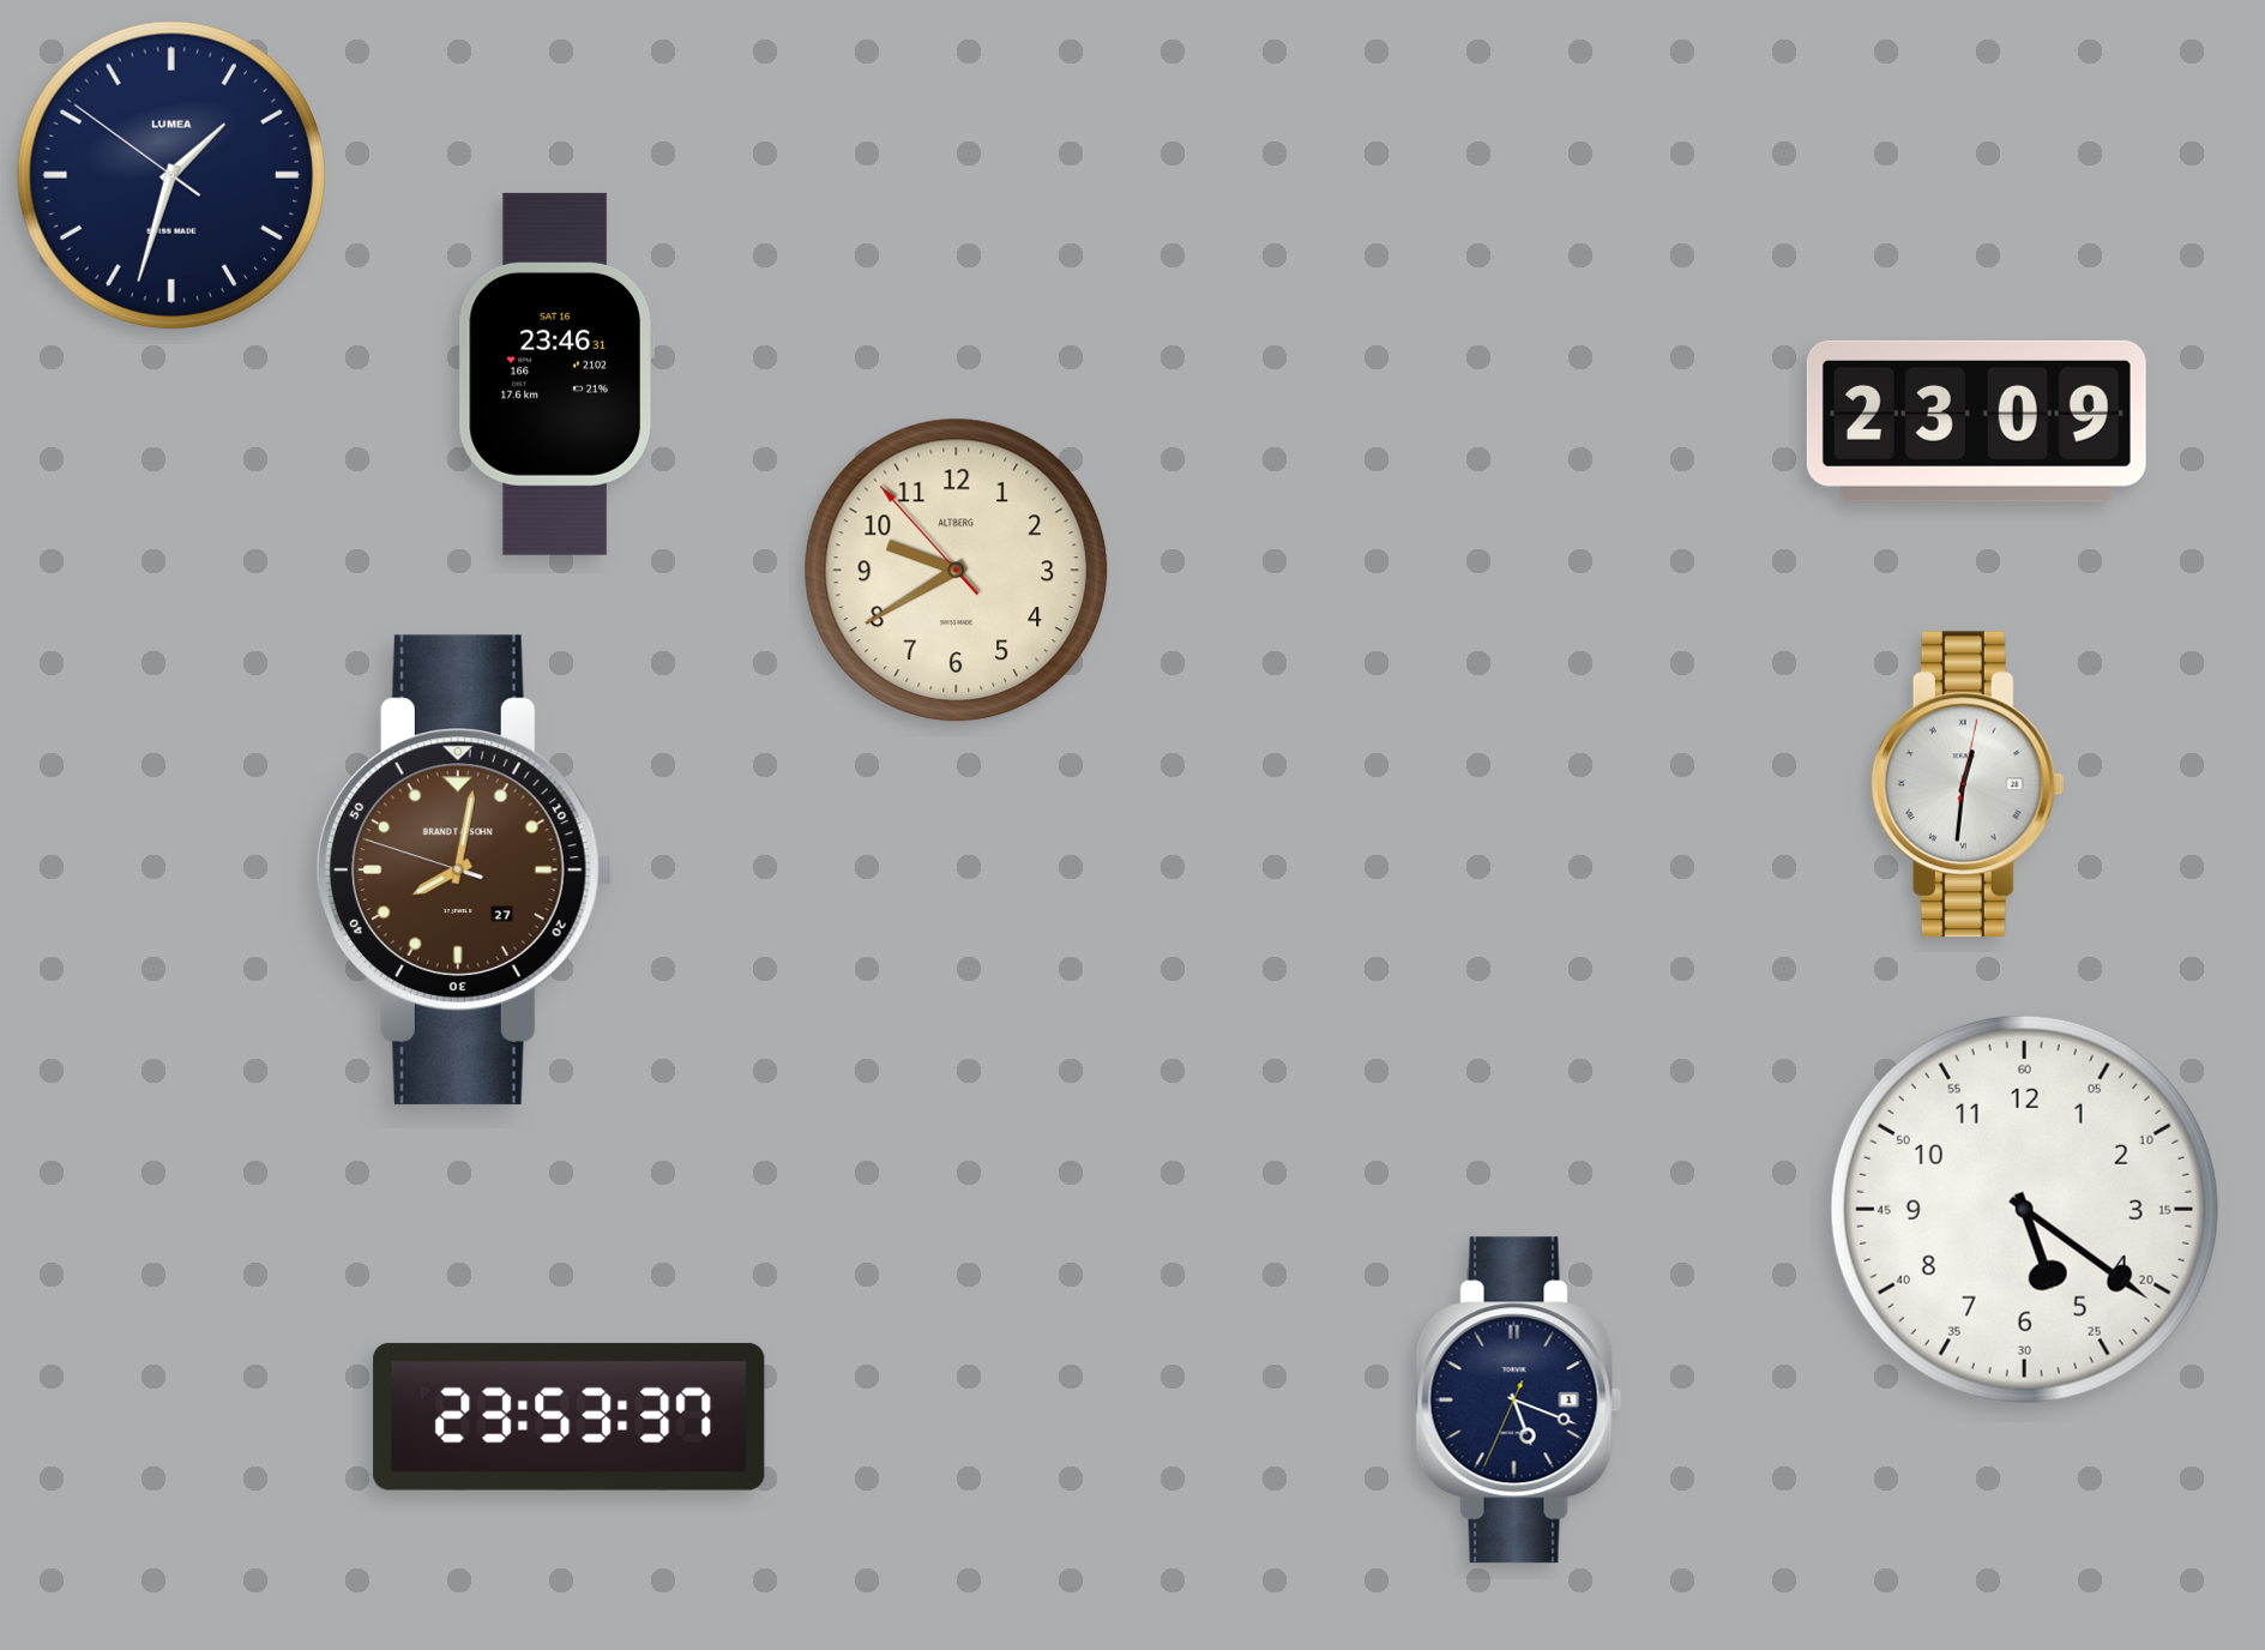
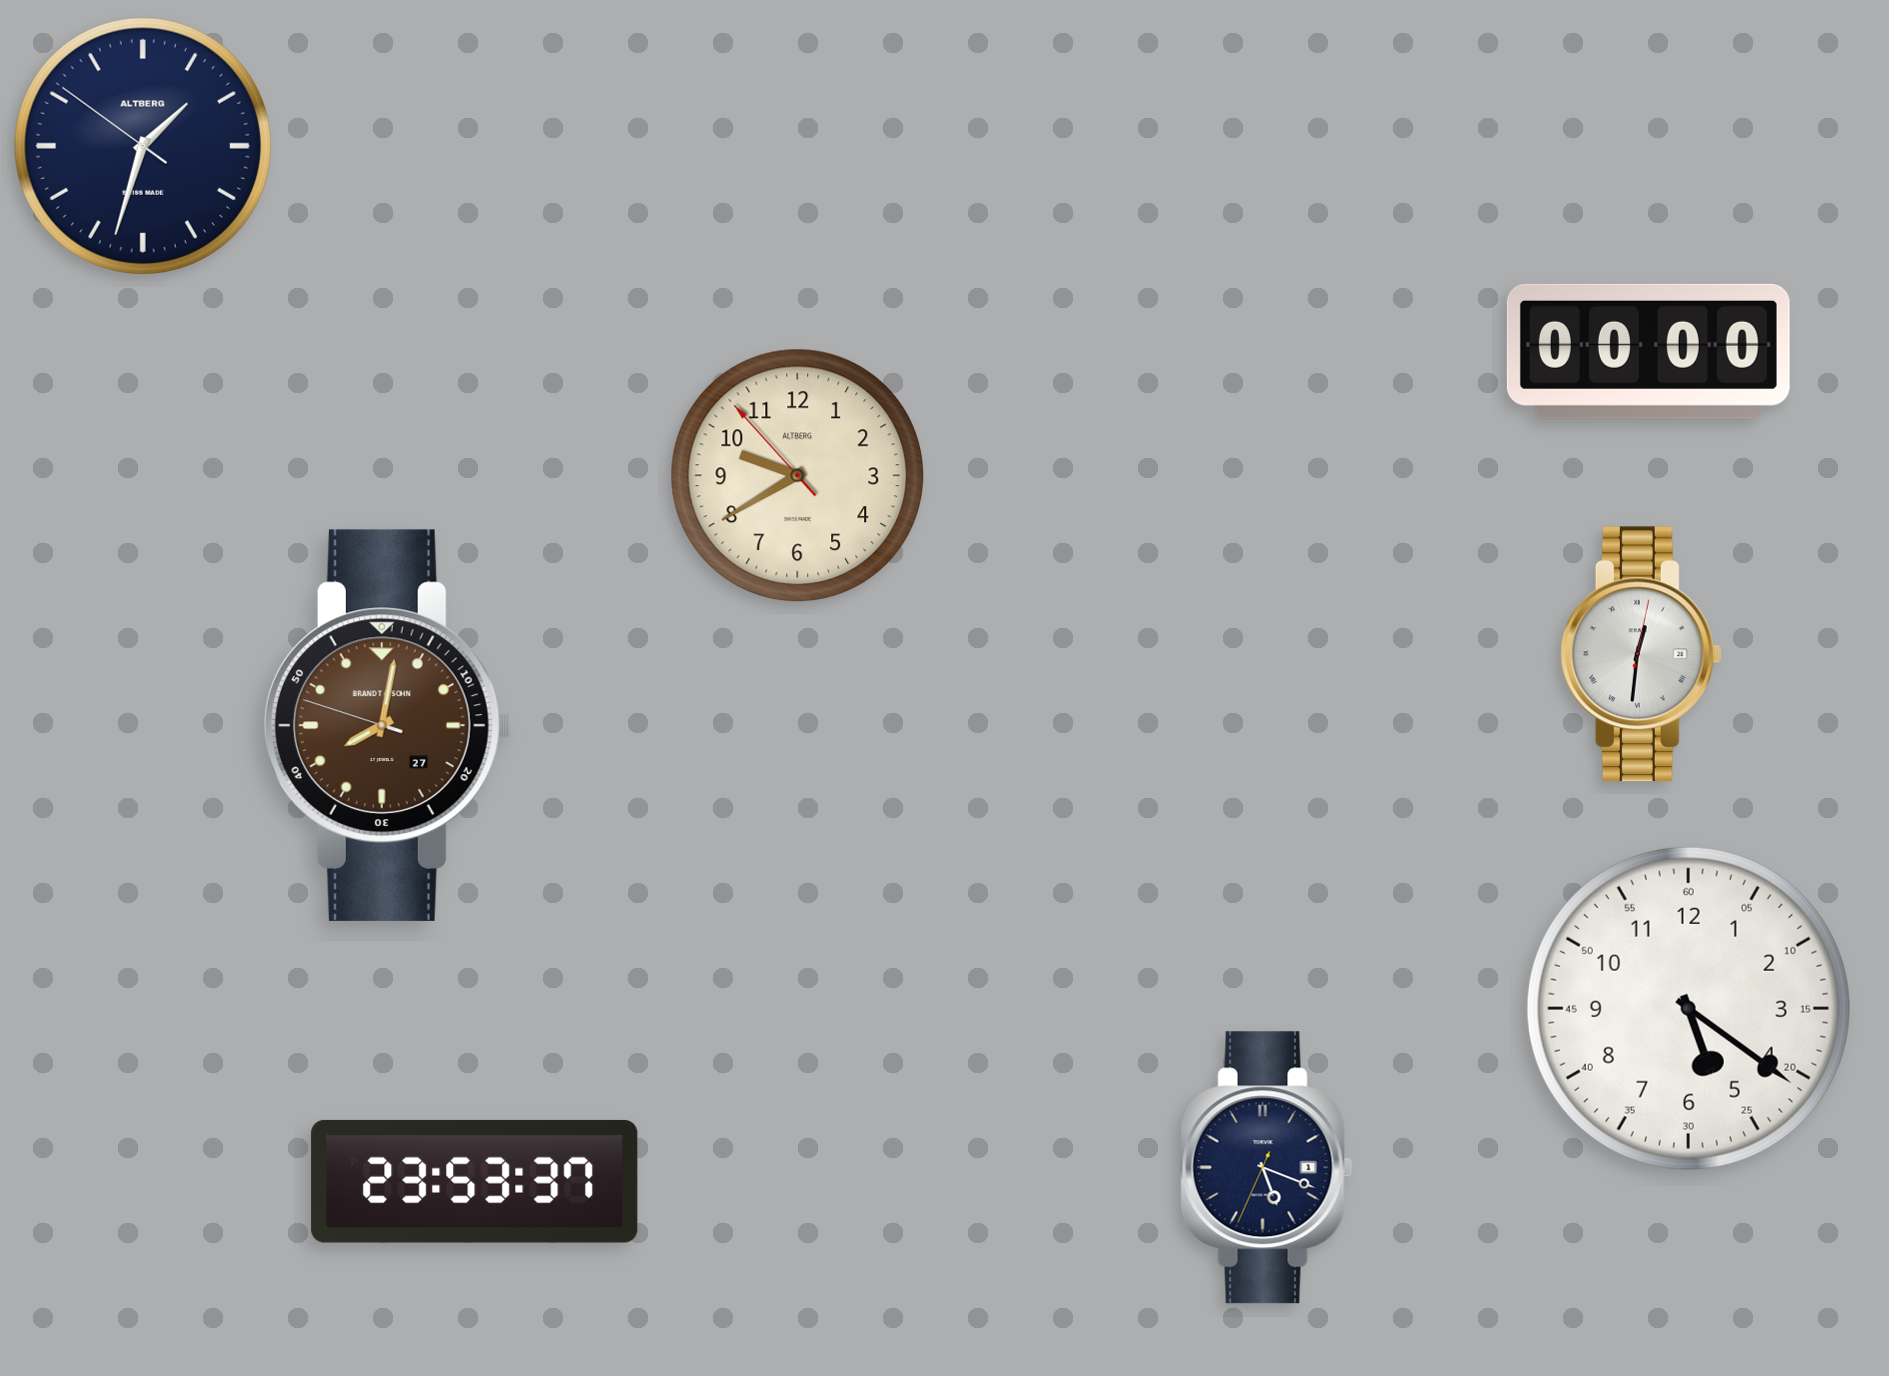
clock at (171, 175) brand: LUMEA -> ALTBERG
clock at (556, 374): 23:46 -> none
clock at (1976, 421): 23:09 -> 00:00
